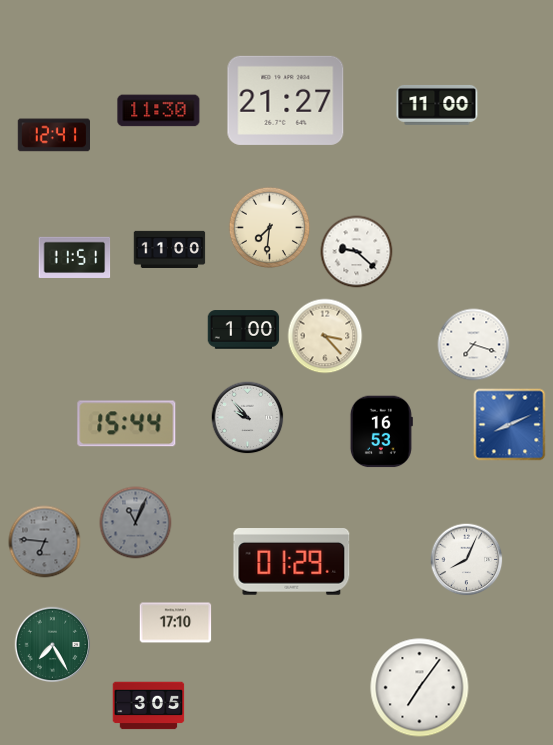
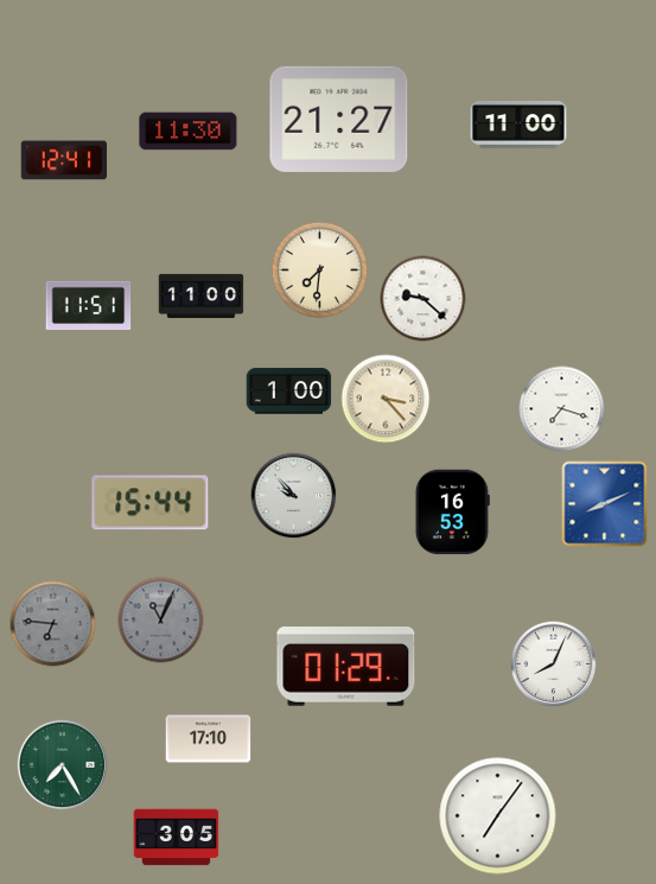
clock at (45, 542) position: (45, 542) -> (53, 624)
